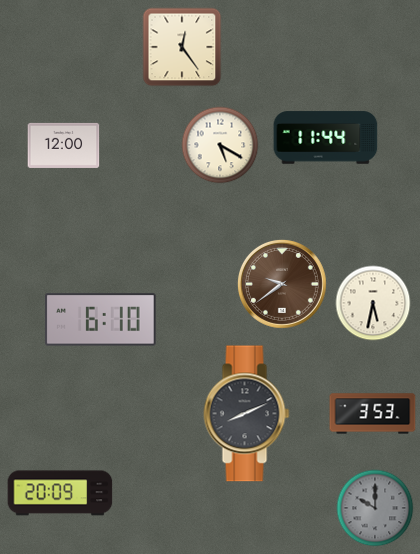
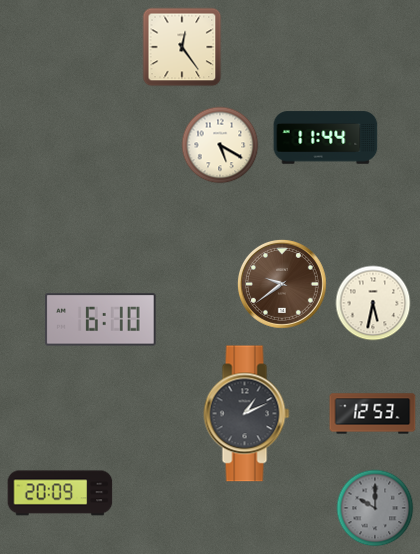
clock at (64, 145): 12:00 -> none
clock at (247, 414): 8:11 -> 1:11
clock at (373, 414): 3:53 -> 12:53
